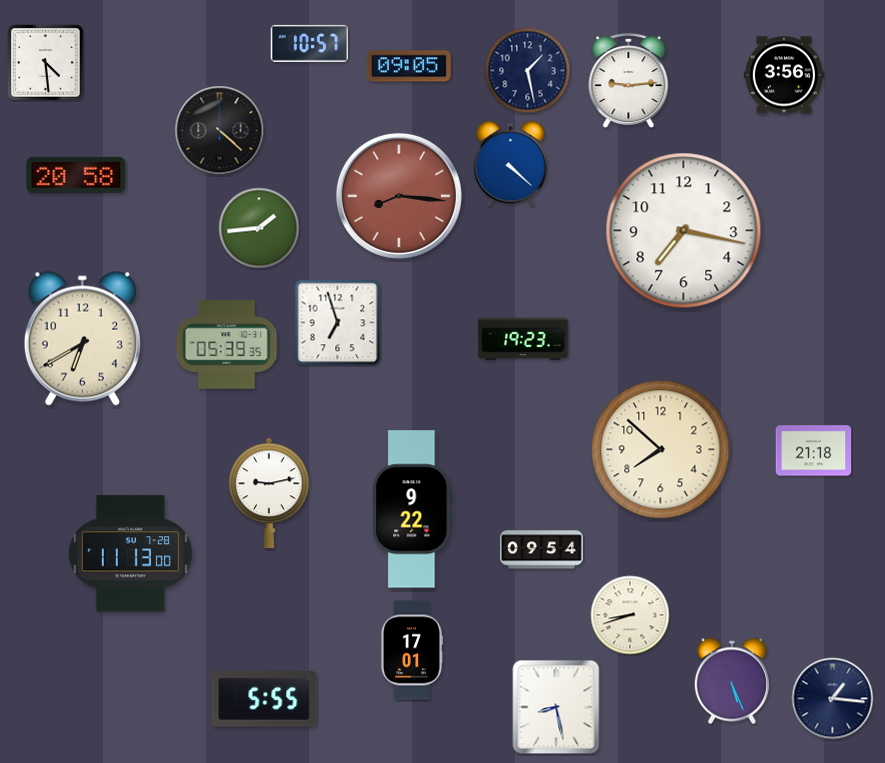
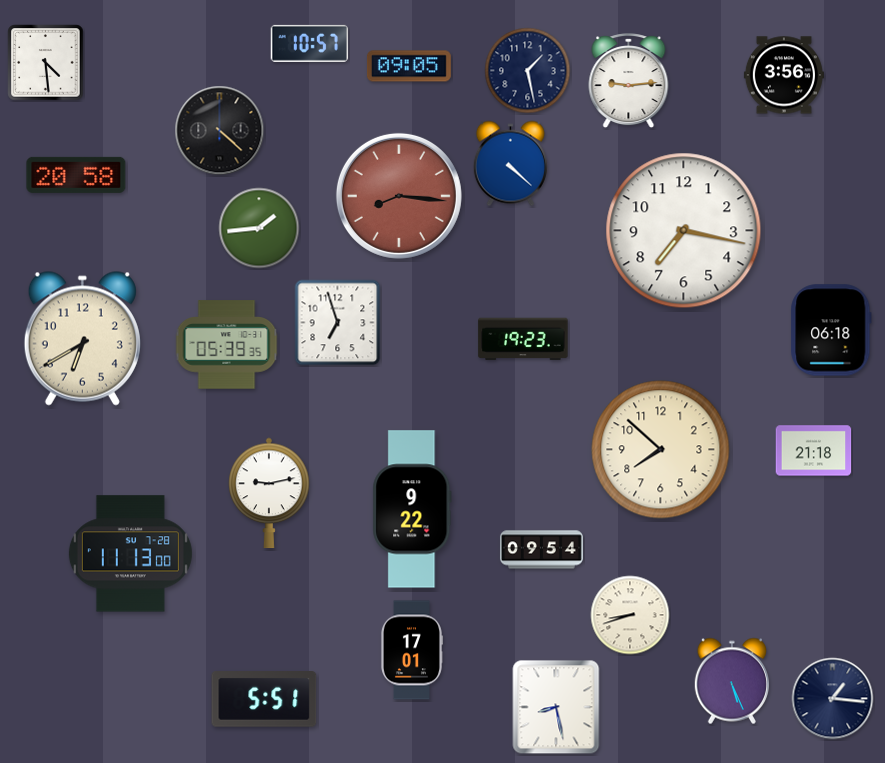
clock at (831, 330): none -> 06:18
clock at (264, 700): 5:55 -> 5:51
